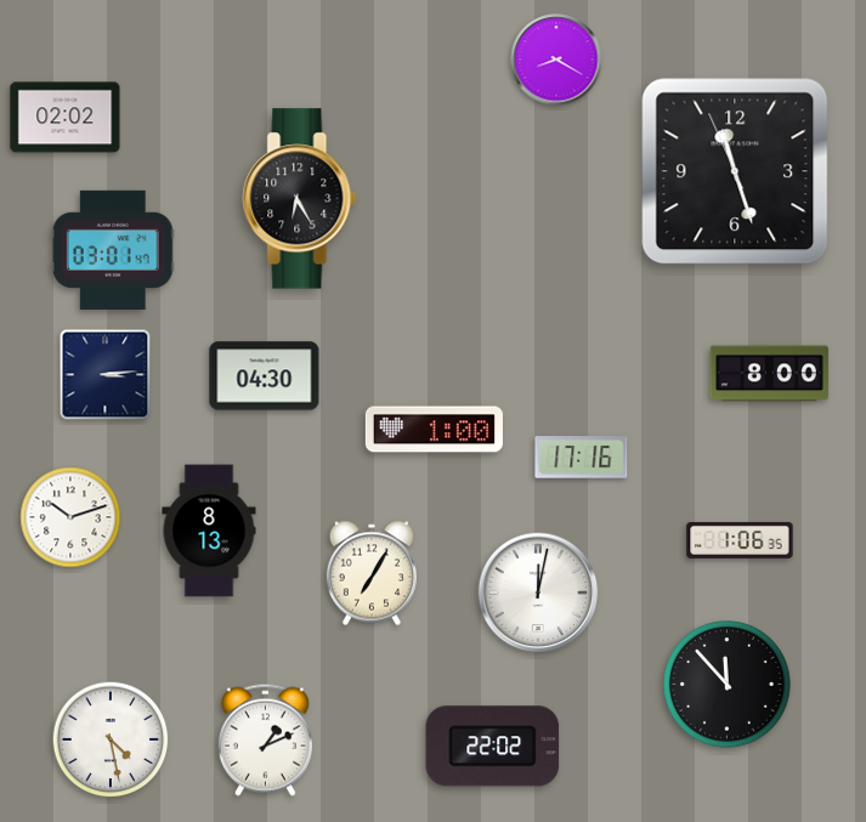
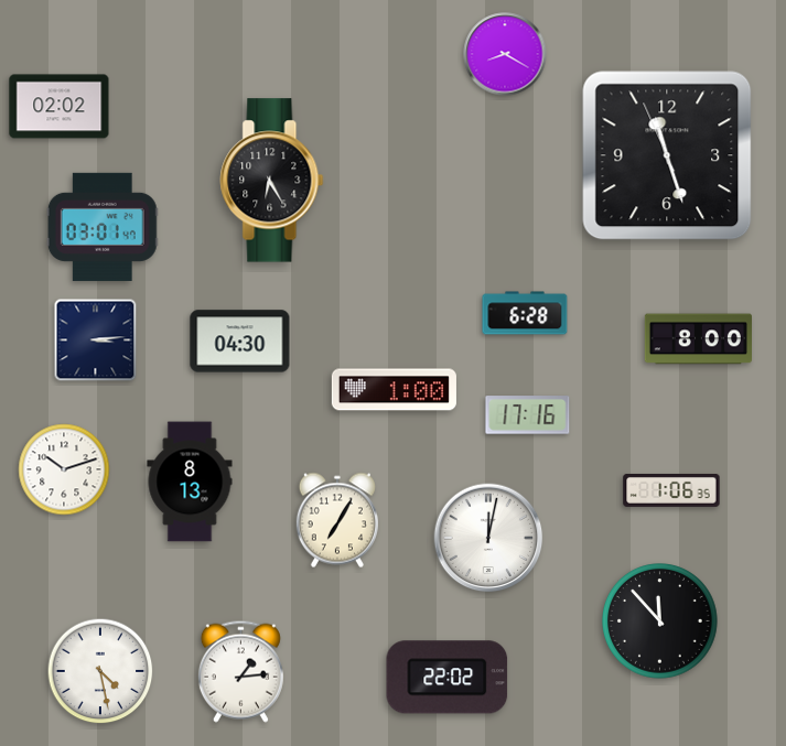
clock at (525, 313): none -> 6:28
clock at (265, 739): 1:11 -> 1:14
